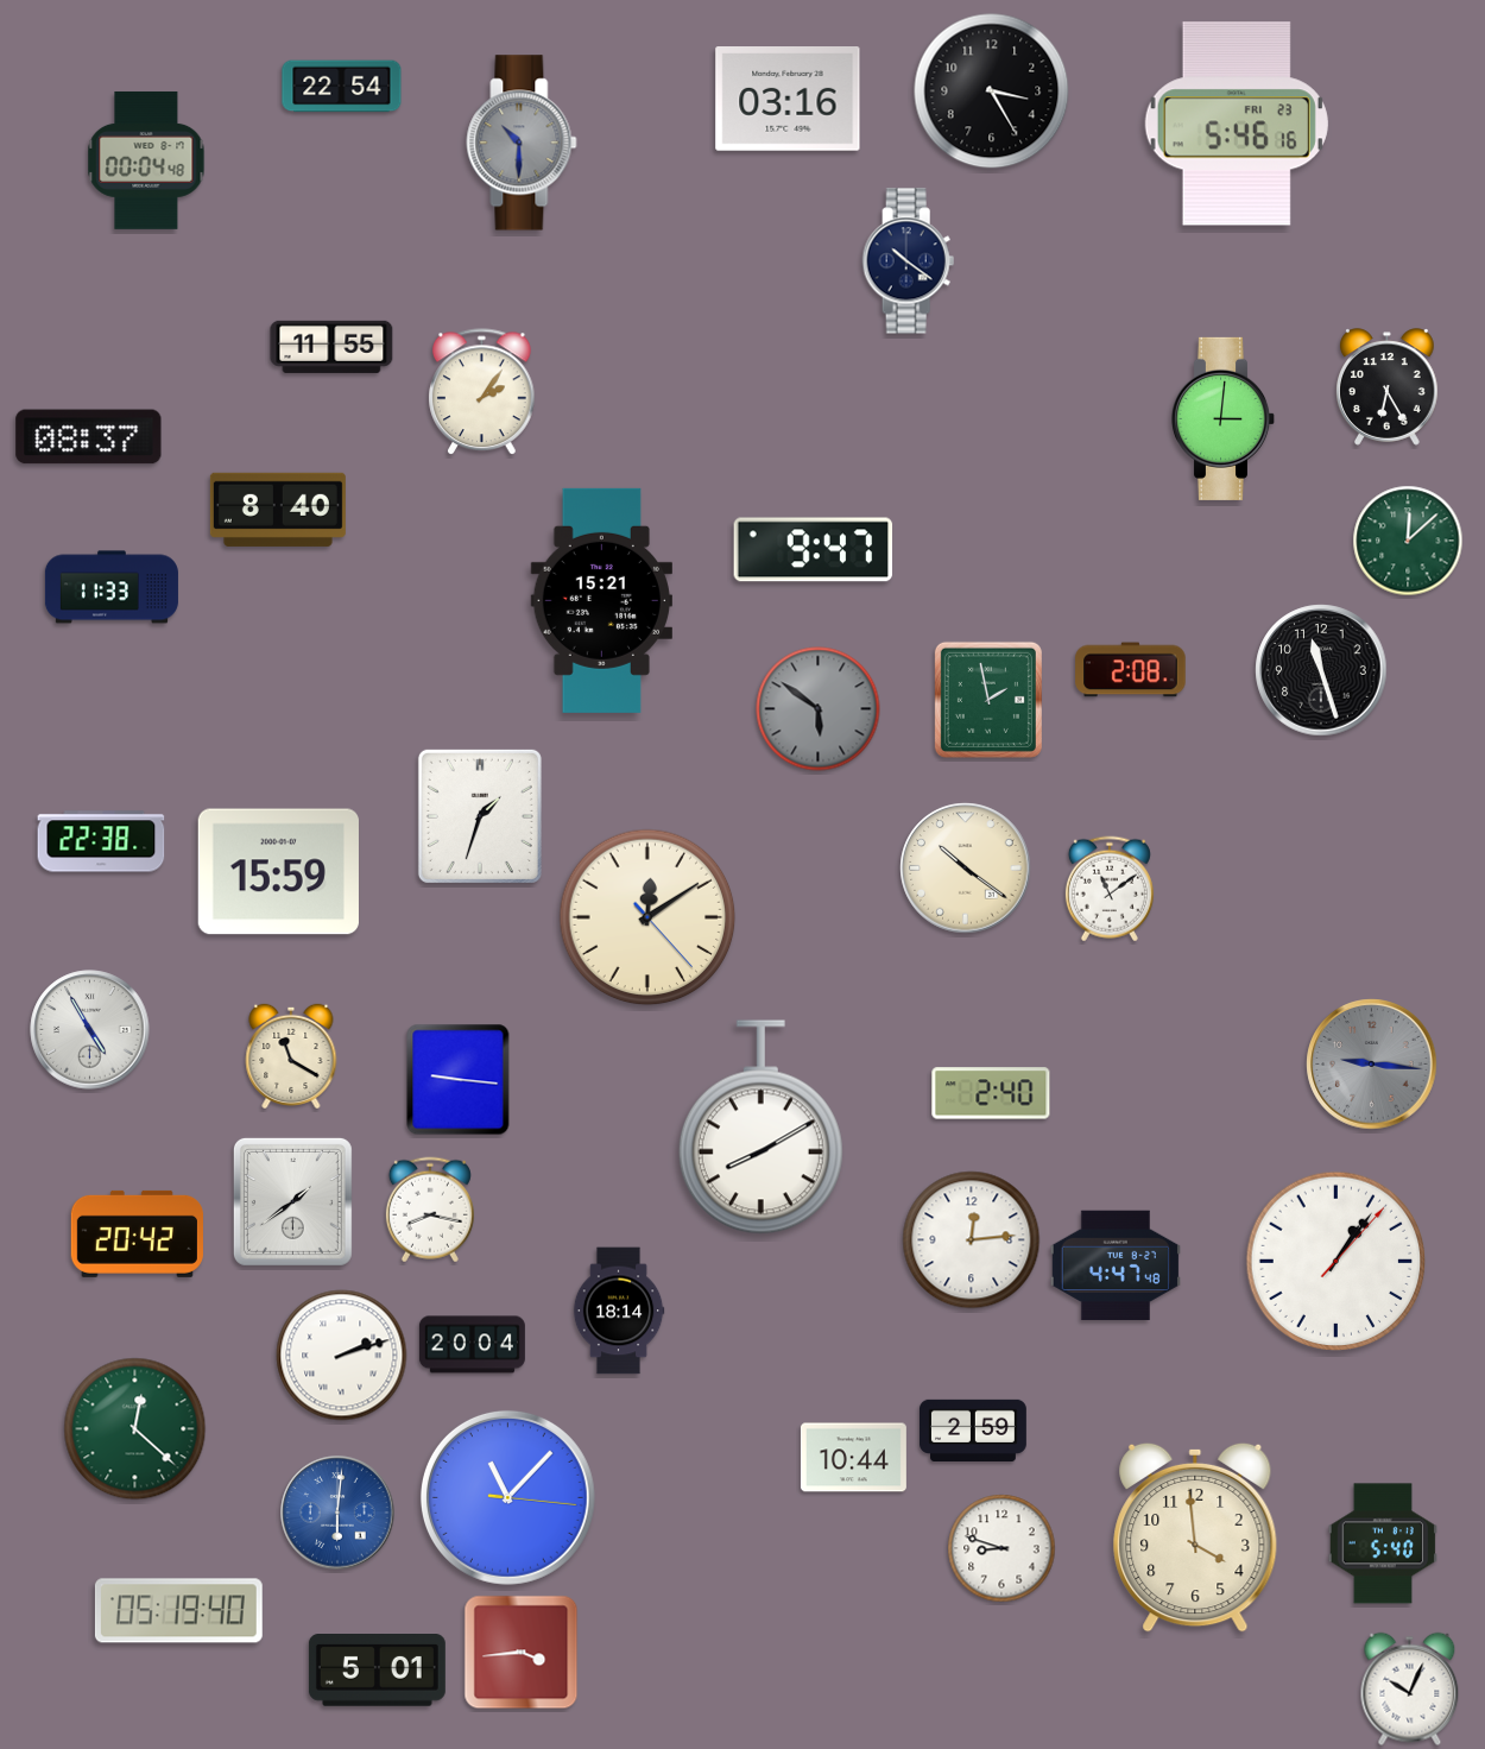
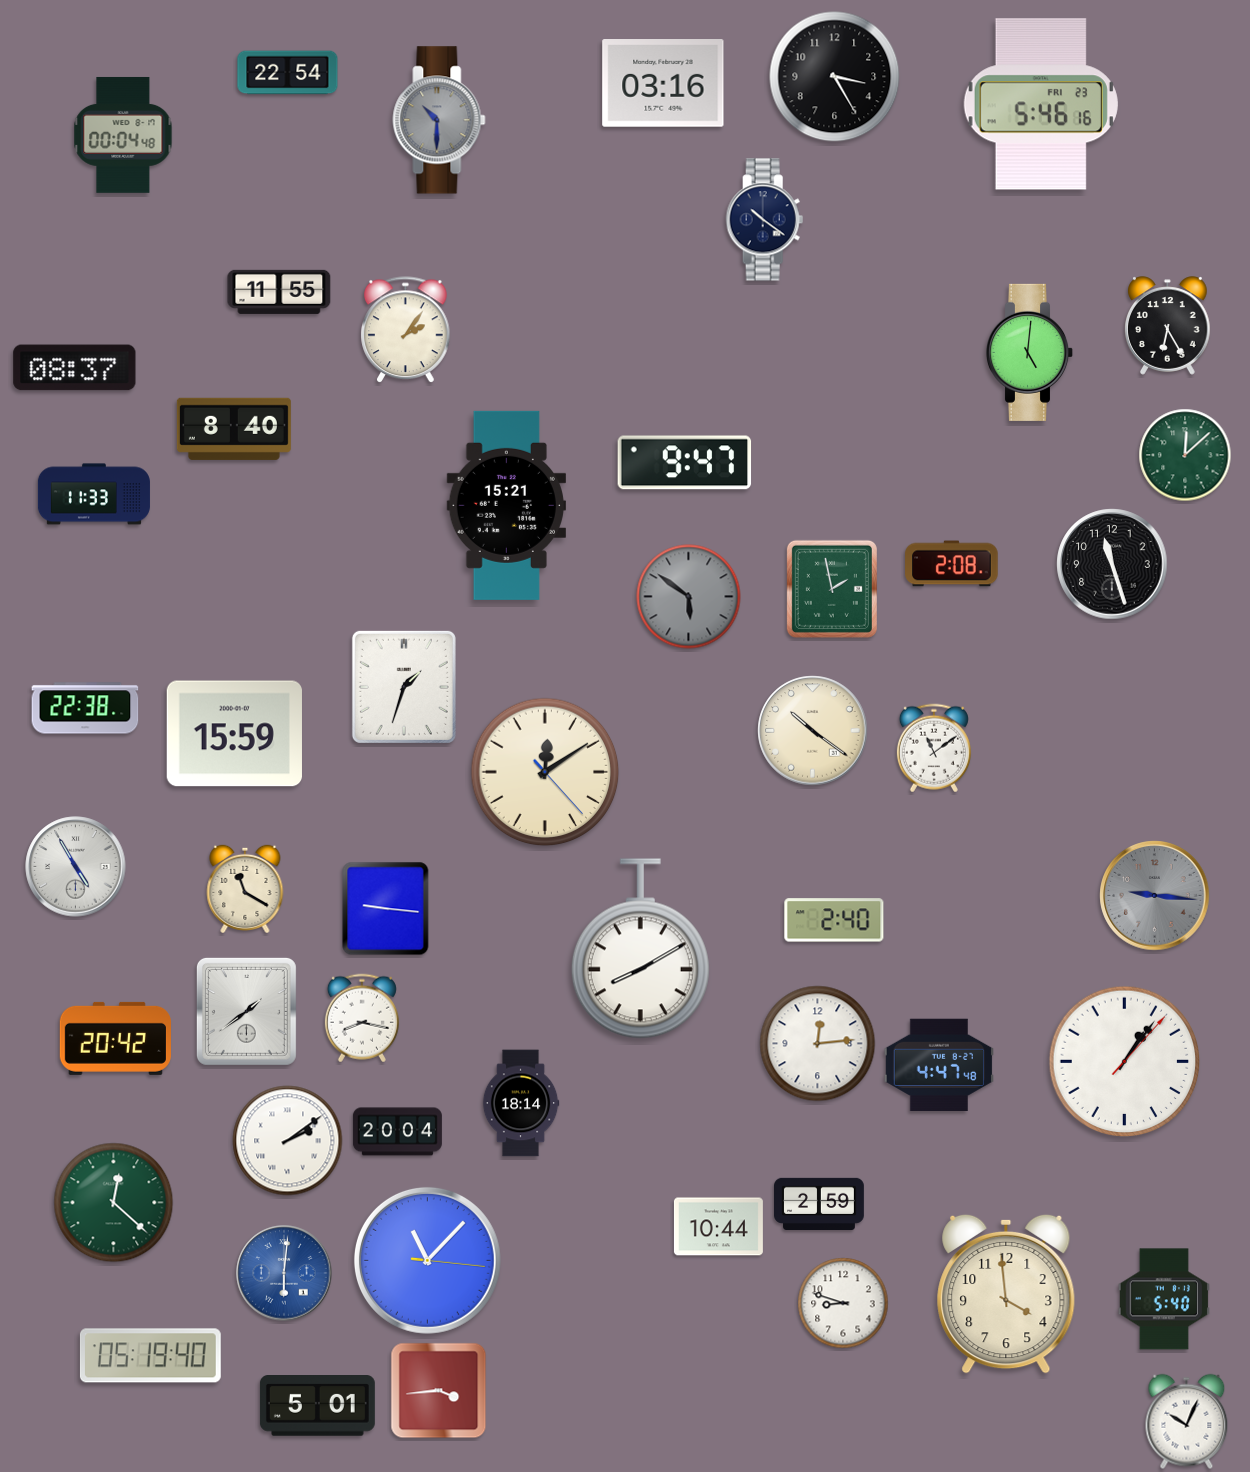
clock at (1224, 418): 3:01 -> 5:01
clock at (342, 1356): 2:12 -> 2:09
